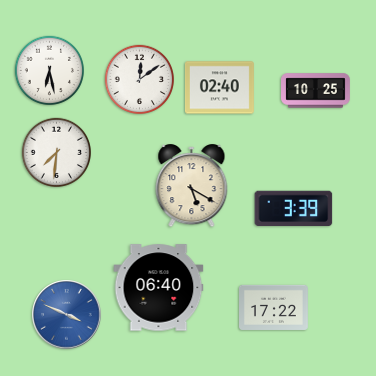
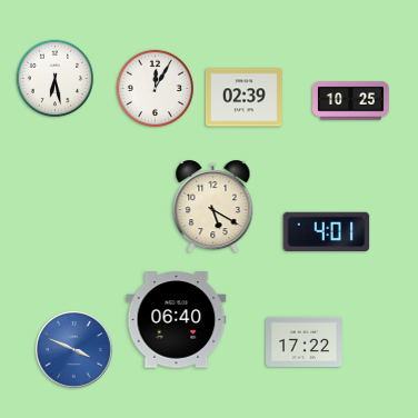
clock at (139, 79): 12:09 -> 12:05
clock at (219, 88): 02:40 -> 02:39
clock at (56, 152): 7:31 -> none
clock at (294, 208): 3:39 -> 4:01
